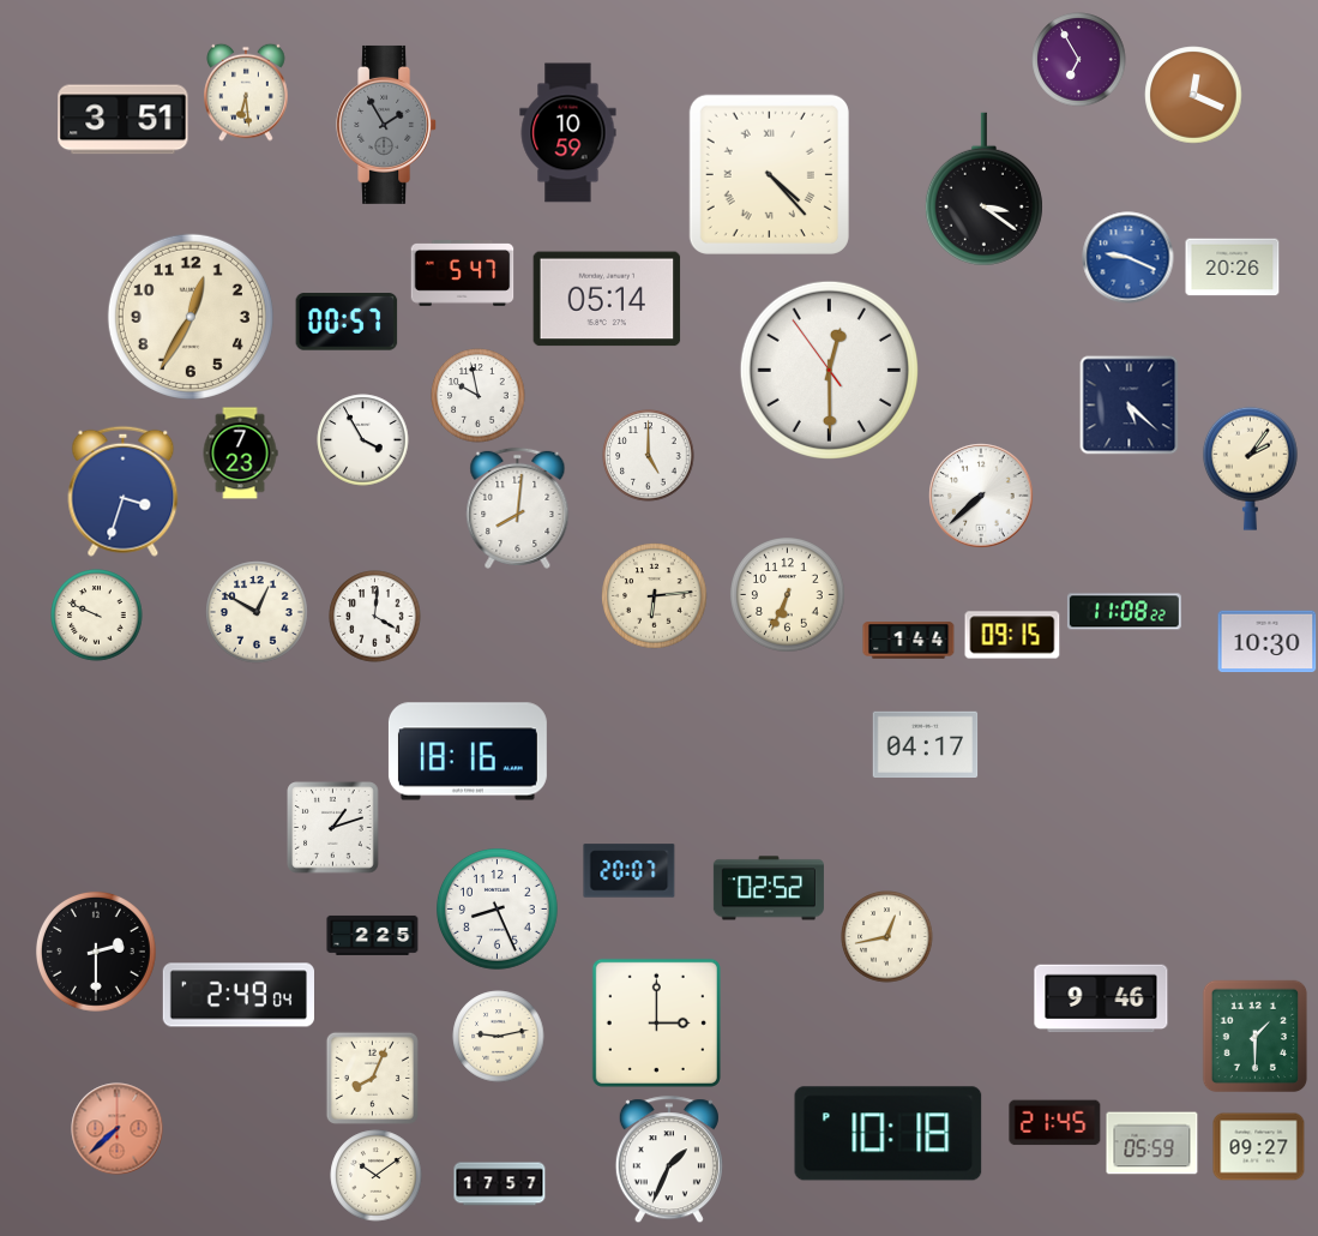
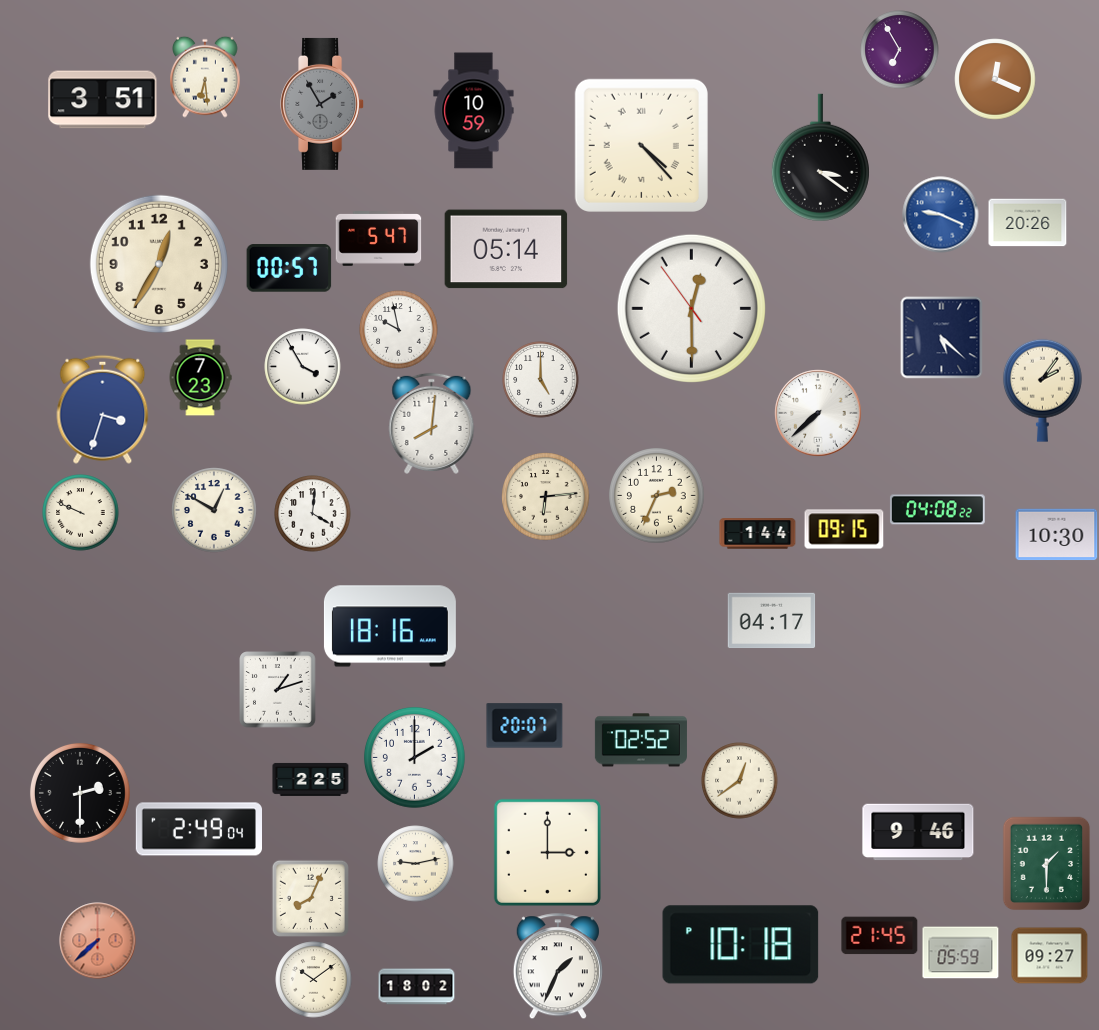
clock at (463, 274) position: (463, 274) -> (379, 239)
clock at (788, 595): 6:34 -> 2:34
clock at (1124, 612): 11:08 -> 04:08
clock at (496, 908): 8:26 -> 2:00
clock at (887, 937): 12:43 -> 12:39
clock at (500, 1184): 17:57 -> 18:02
